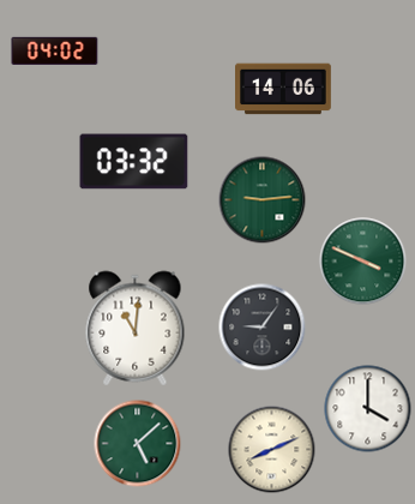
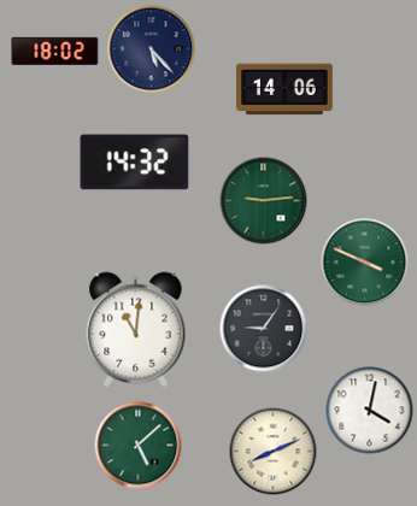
clock at (152, 49): none -> 5:23
clock at (55, 50): 04:02 -> 18:02
clock at (134, 162): 03:32 -> 14:32
clock at (368, 409): 4:00 -> 4:02
